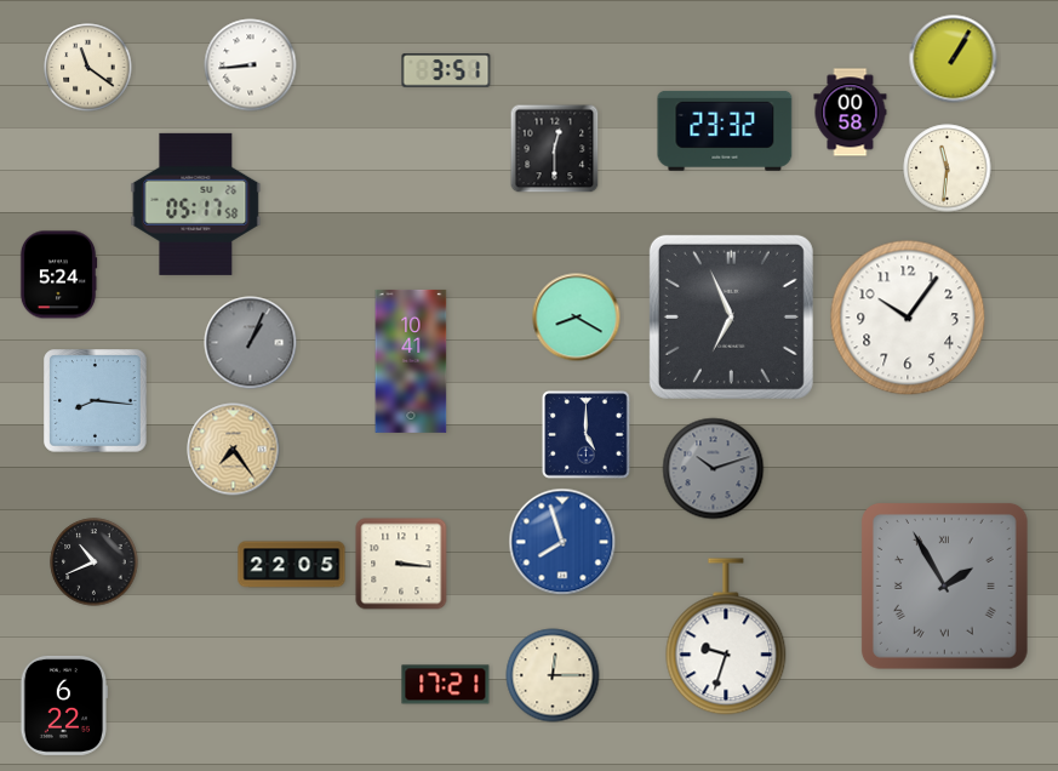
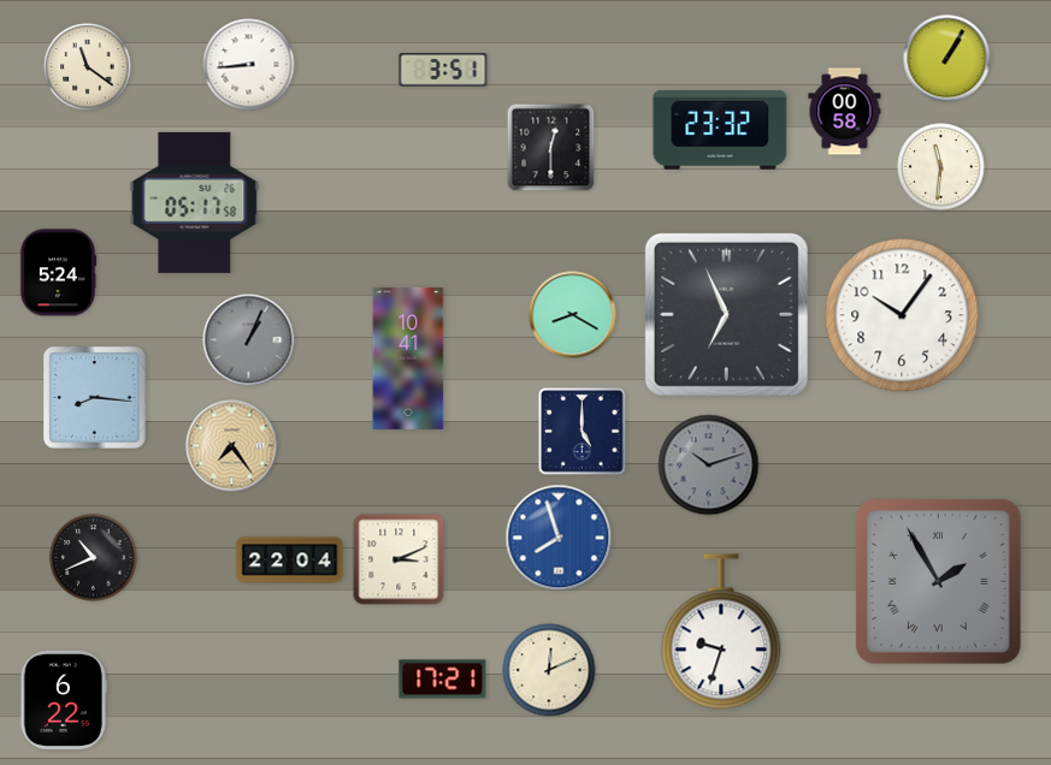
clock at (401, 564): 3:16 -> 3:11
clock at (292, 565): 22:05 -> 22:04
clock at (553, 675): 12:15 -> 12:11
